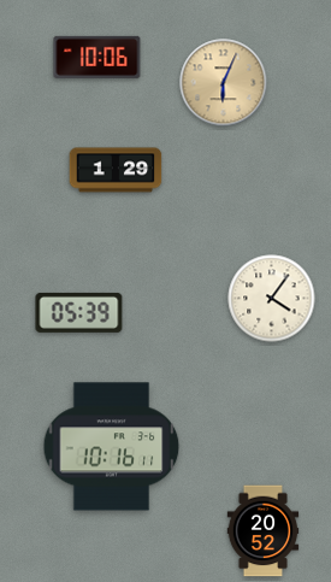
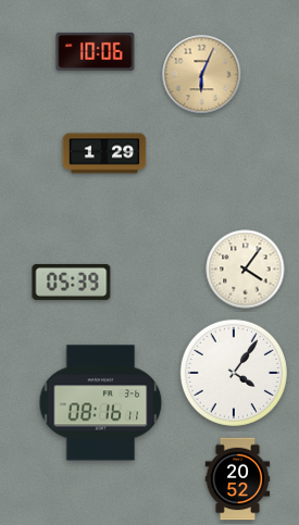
clock at (97, 57) position: (97, 57) -> (96, 51)
clock at (234, 373): none -> 4:06
clock at (112, 447): 10:16 -> 08:16
